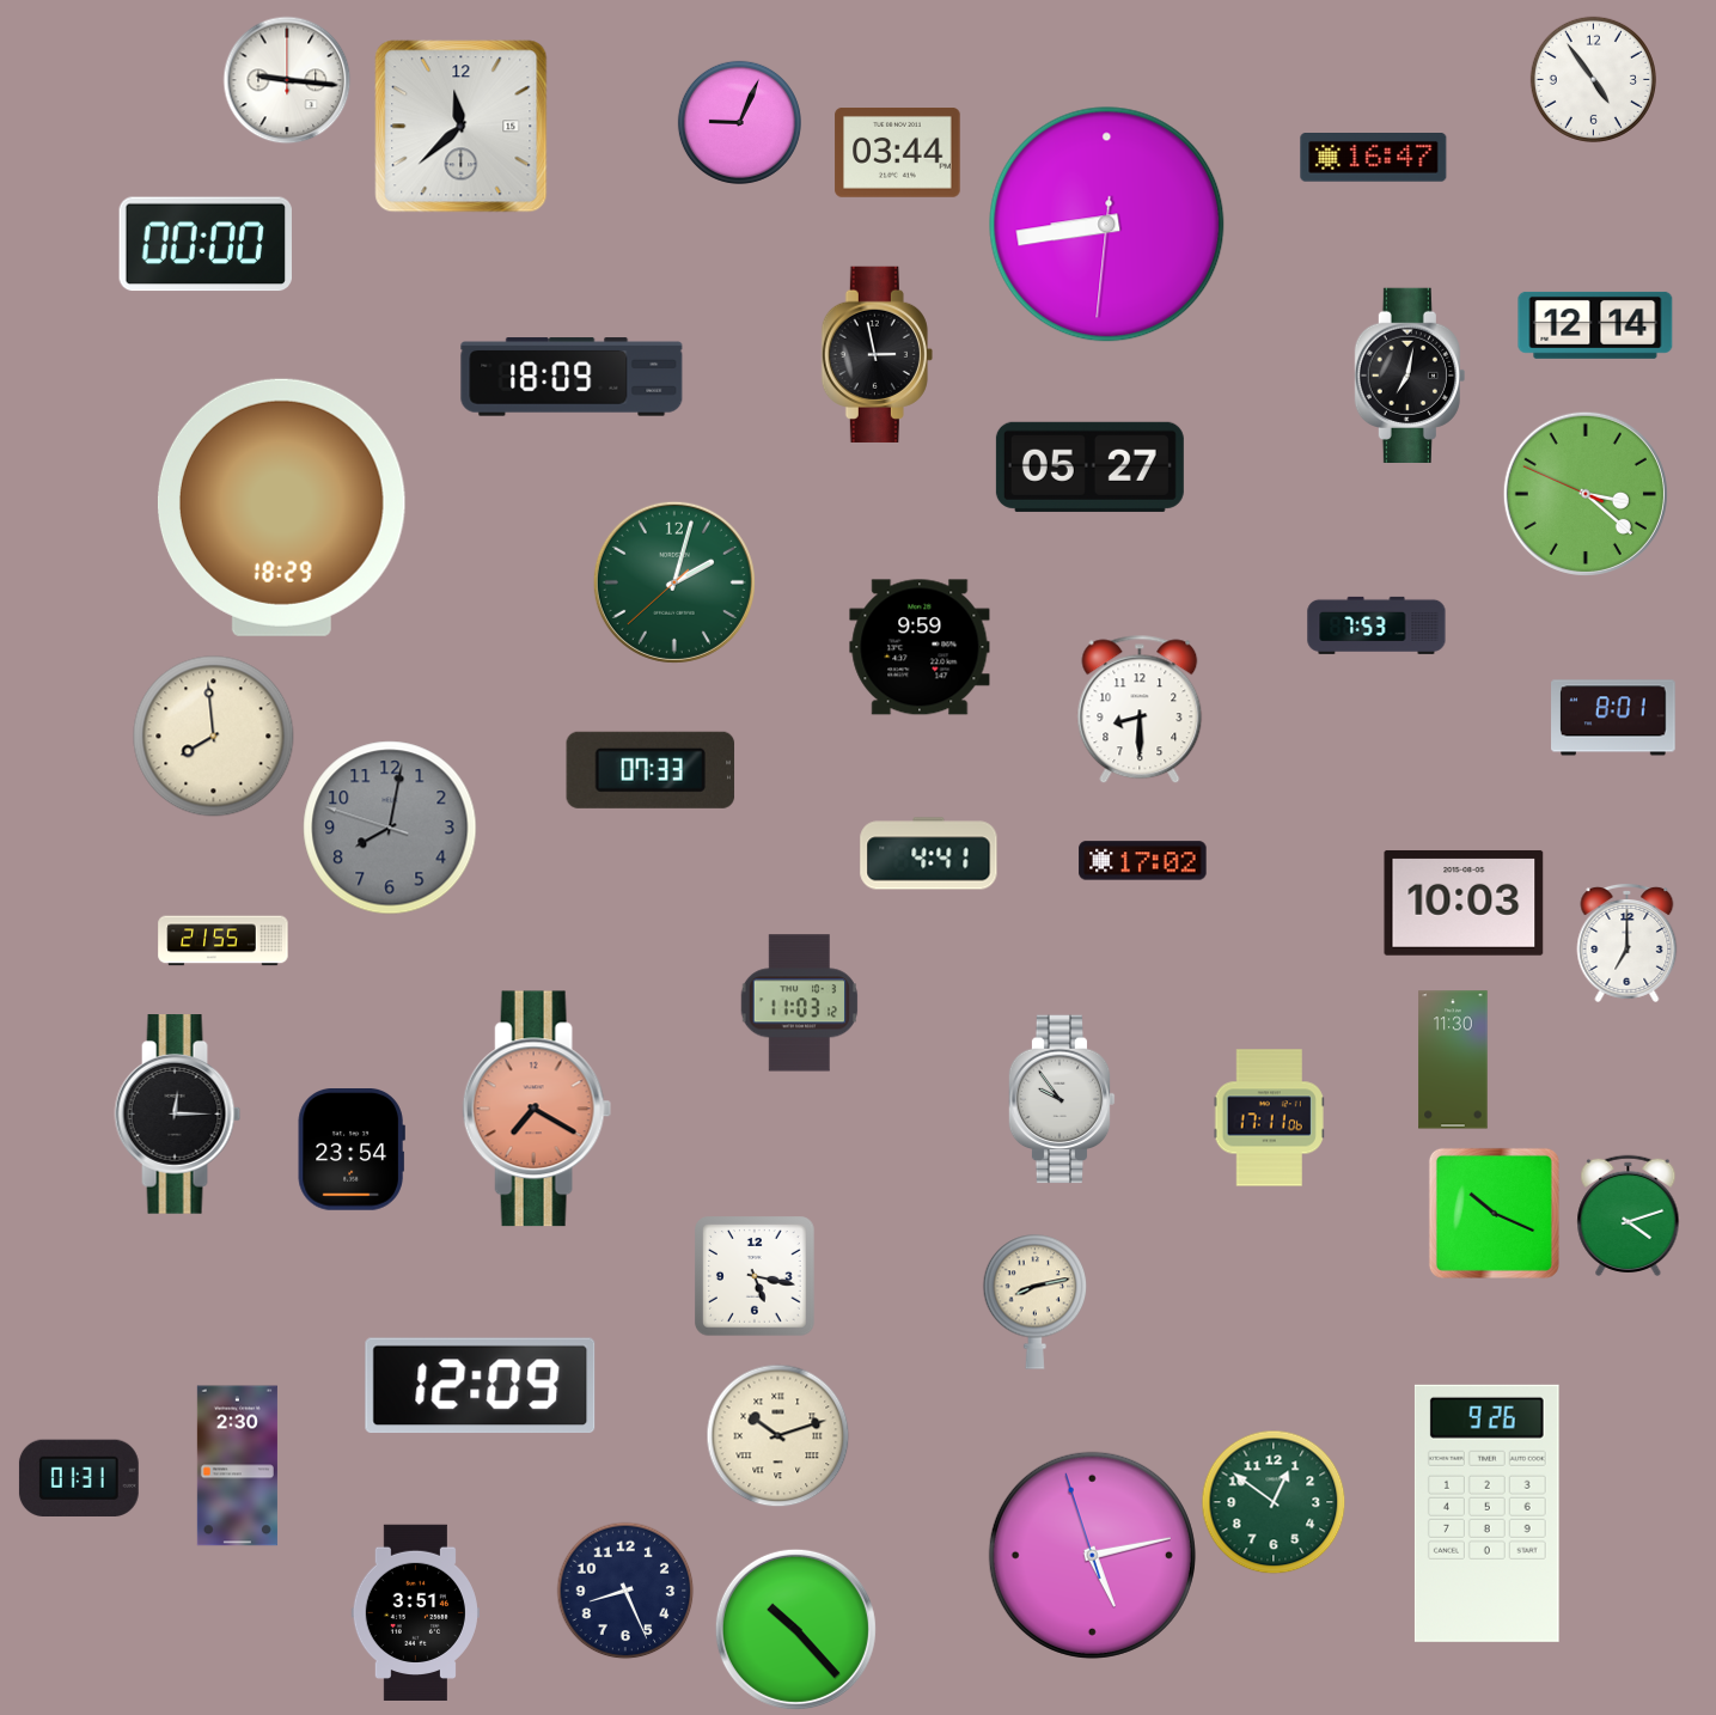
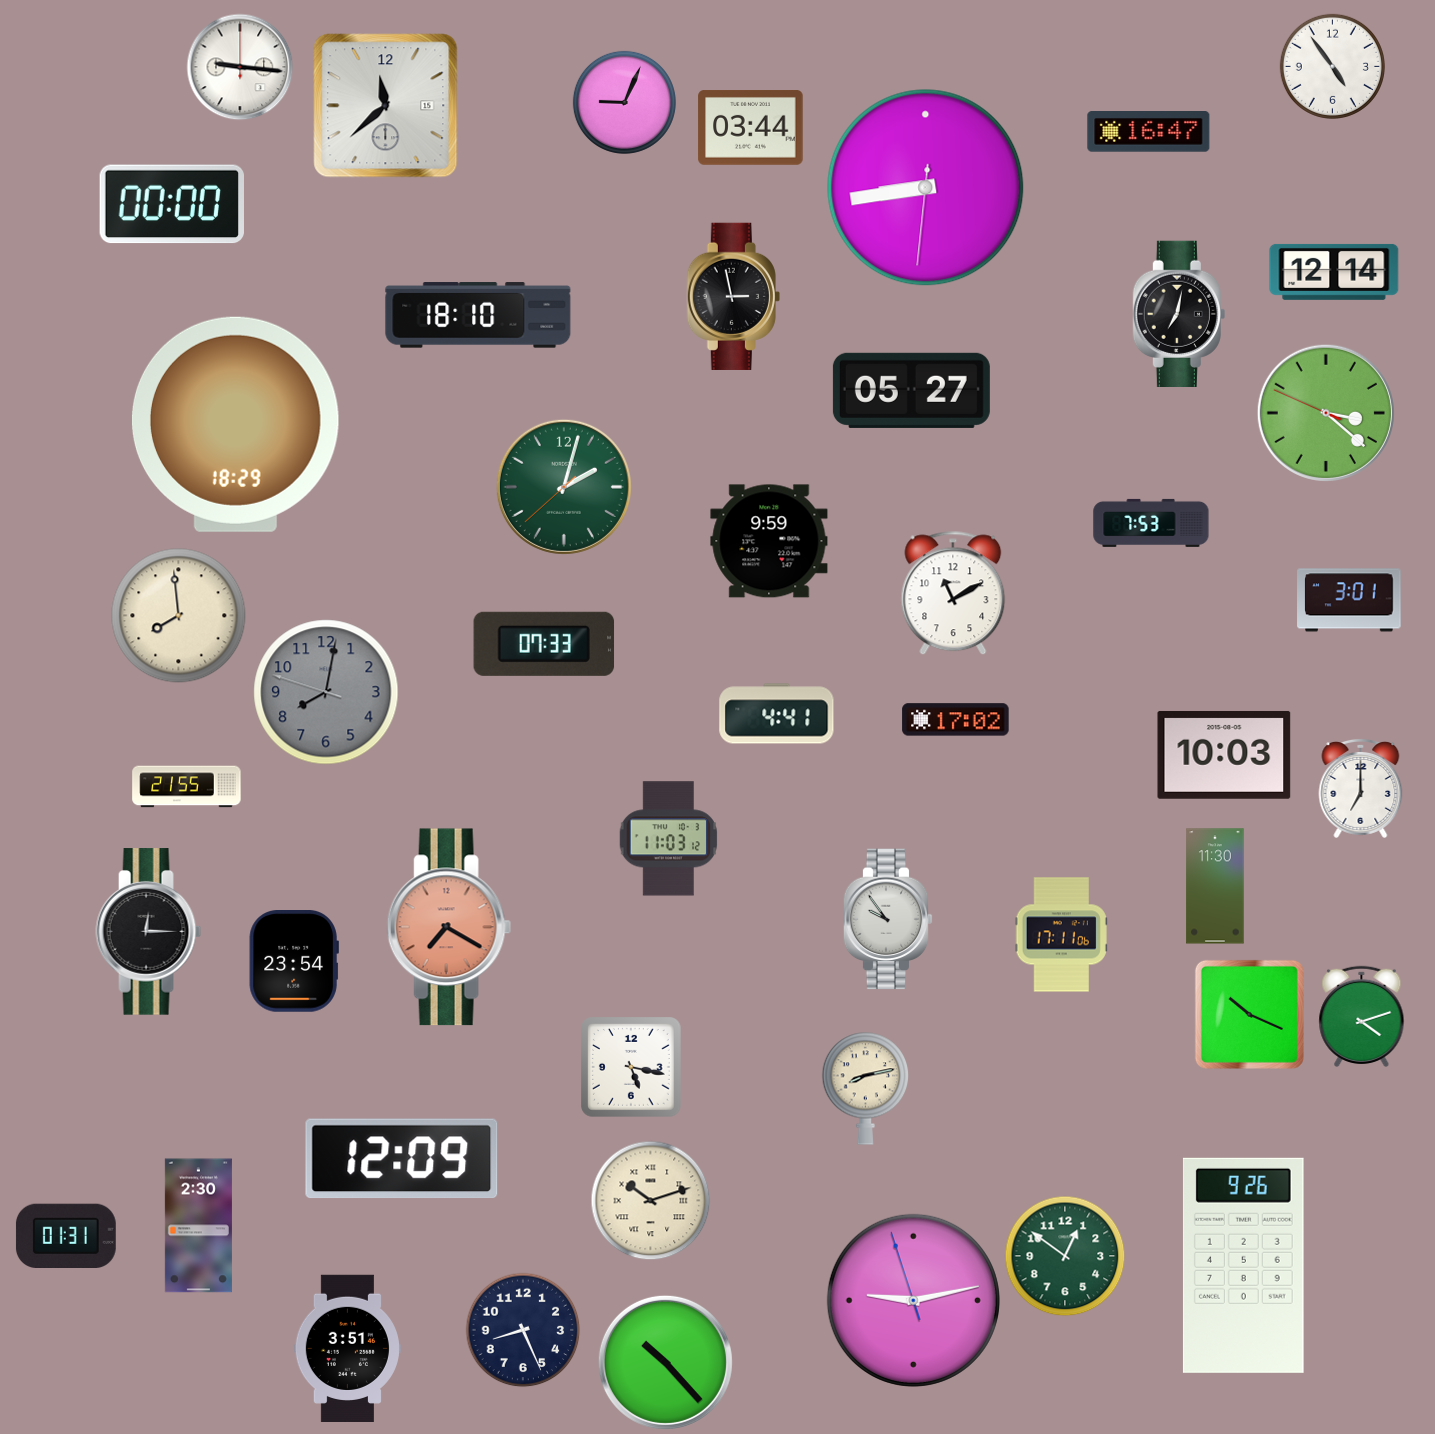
clock at (739, 122) position: (739, 122) -> (624, 102)
clock at (572, 377): 18:09 -> 18:10
clock at (1140, 709): 8:30 -> 11:10
clock at (1613, 718): 8:01 -> 3:01
clock at (1092, 1555): 5:12 -> 9:12
